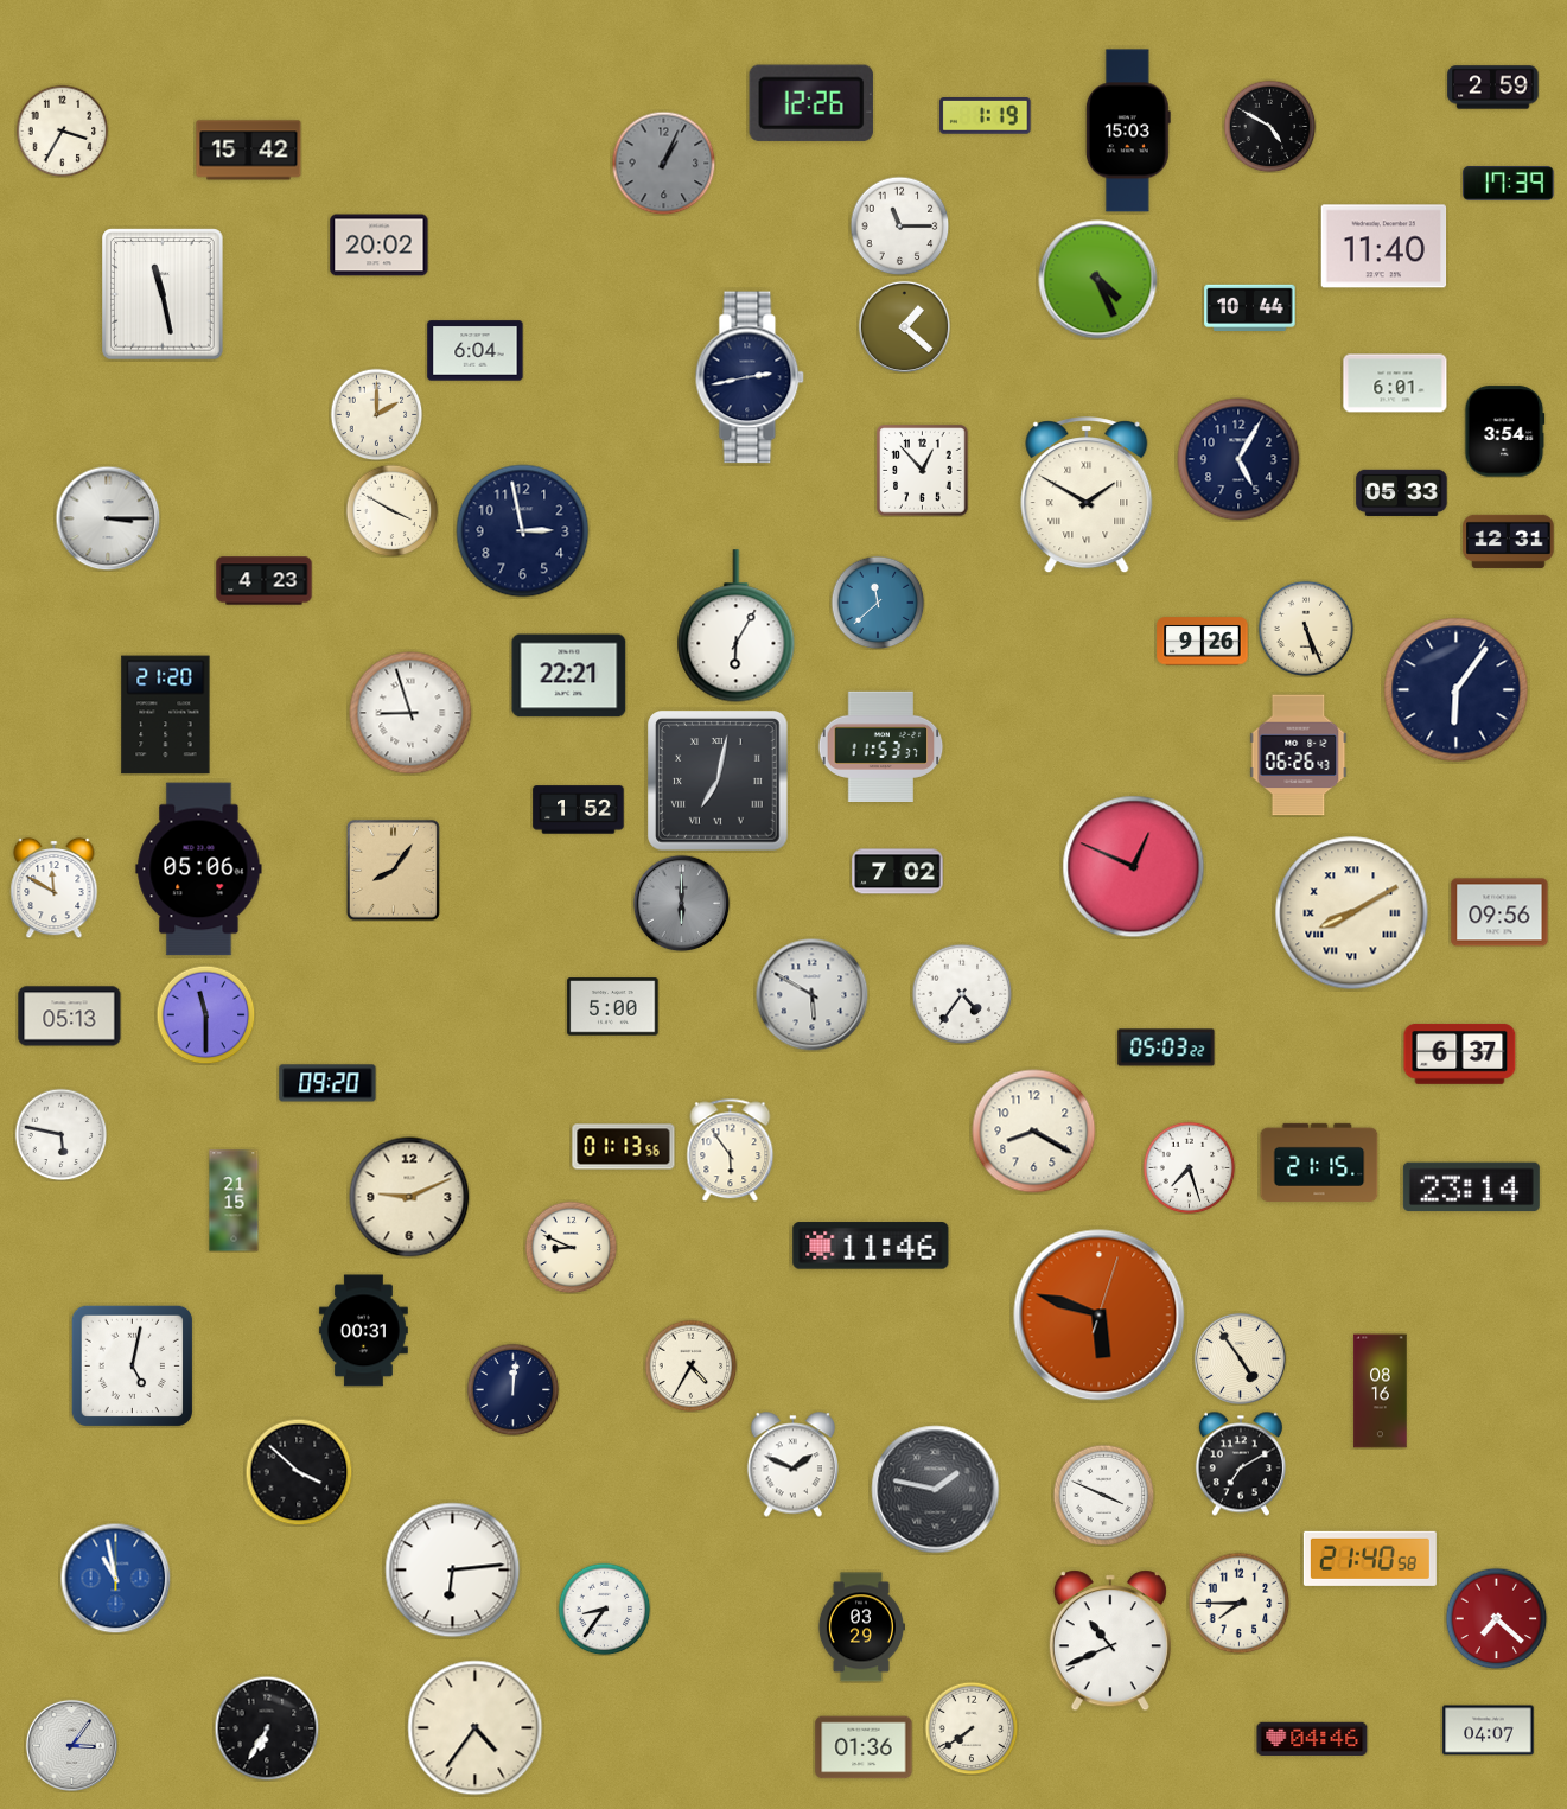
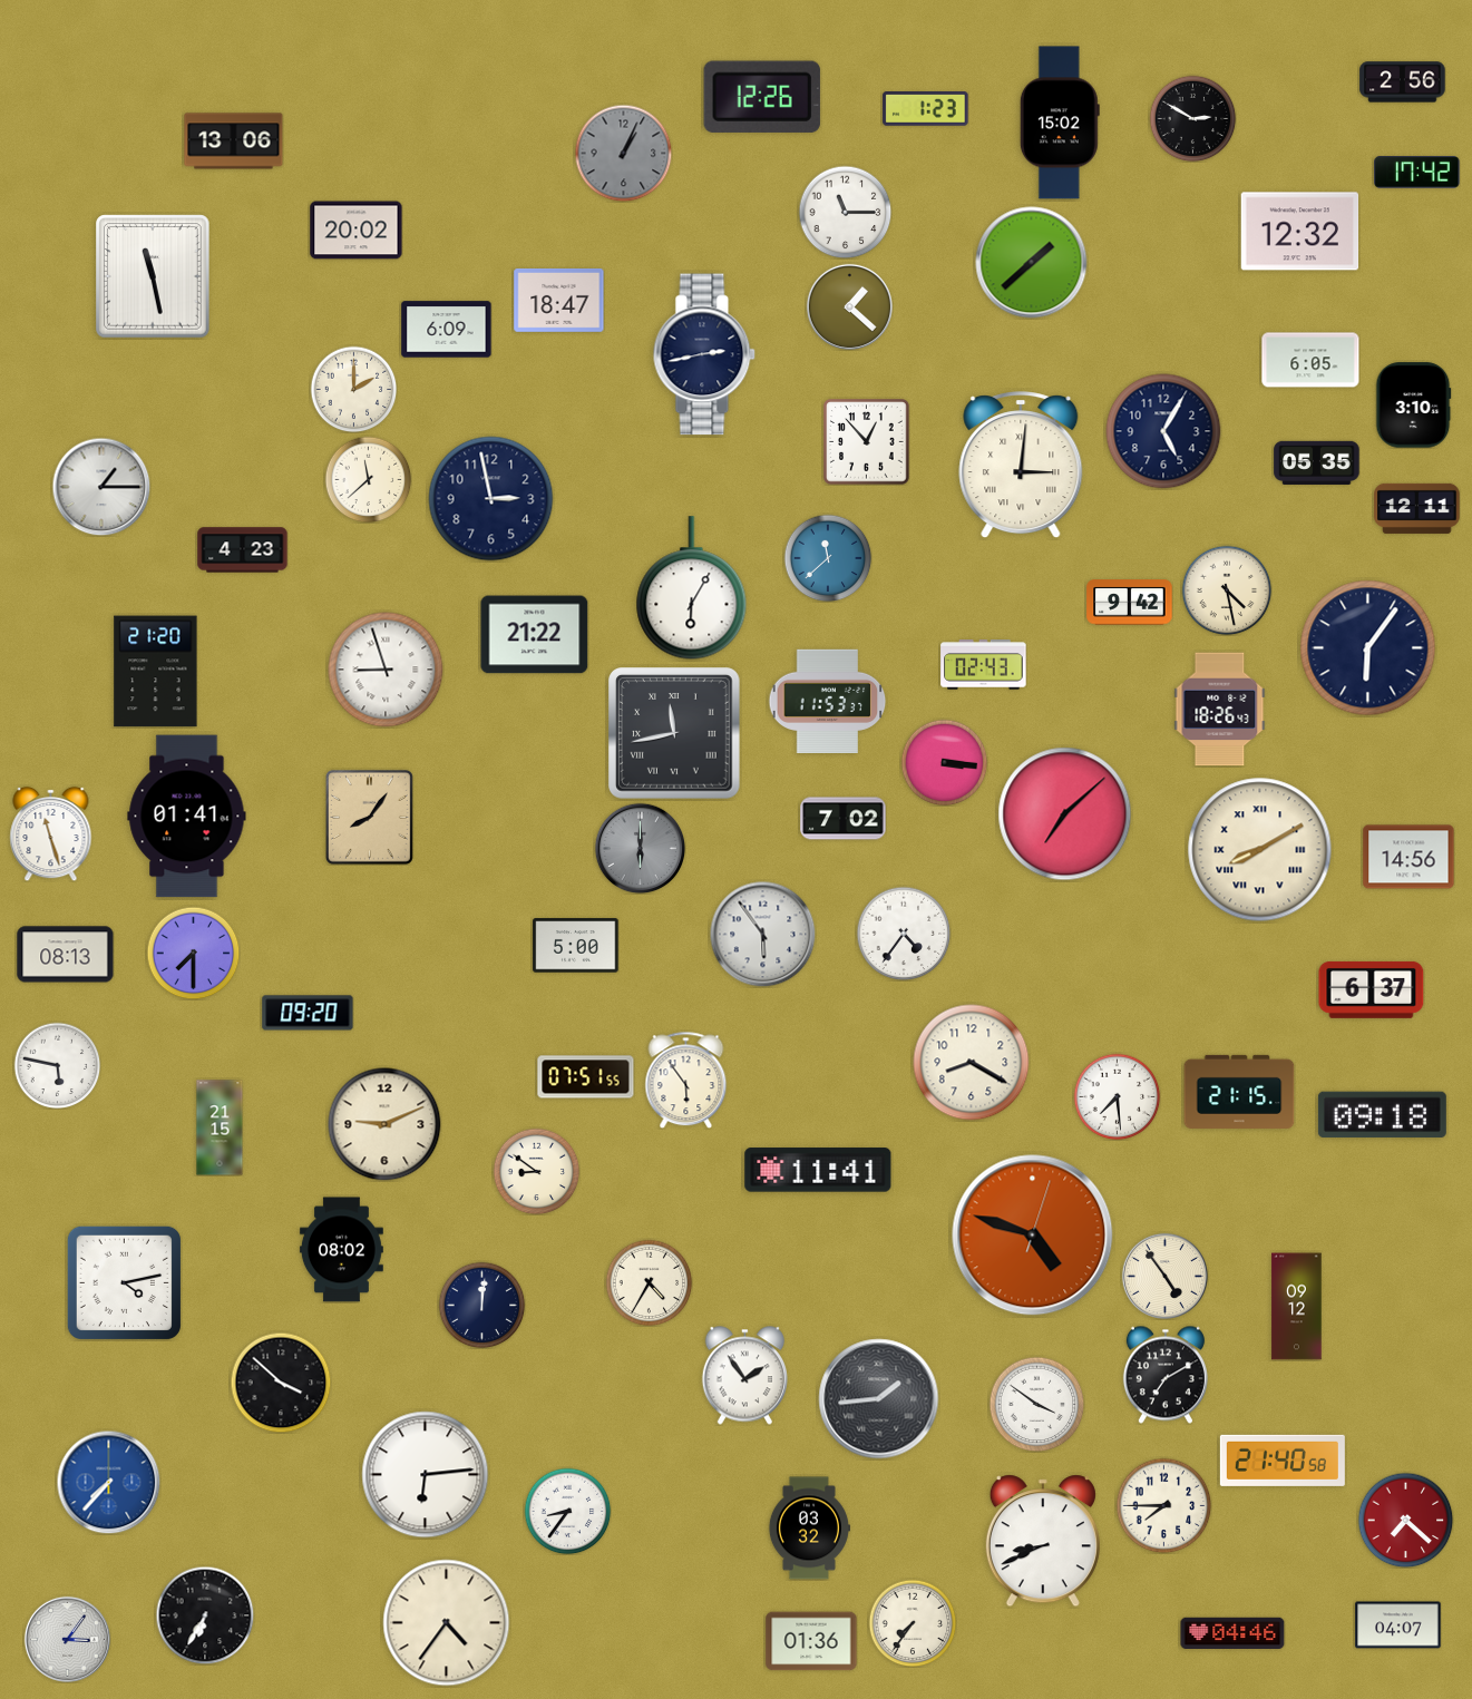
clock at (1493, 88): 2:59 -> 2:56
clock at (986, 116): 1:19 -> 1:23
clock at (1269, 126): 4:50 -> 2:50
clock at (62, 130): 3:35 -> none
clock at (1128, 130): 15:03 -> 15:02
clock at (249, 151): 15:42 -> 13:06
clock at (1509, 184): 17:39 -> 17:42
clock at (1384, 247): 11:40 -> 12:32
clock at (1098, 280): 4:26 -> 1:38
clock at (1250, 307): 10:44 -> none
clock at (559, 301): none -> 18:47
clock at (476, 351): 6:04 -> 6:09
clock at (1395, 383): 6:01 -> 6:05
clock at (1504, 432): 3:54 -> 3:10
clock at (1402, 492): 05:33 -> 05:35
clock at (1087, 496): 1:50 -> 3:01
clock at (391, 510): 3:50 -> 11:38
clock at (108, 518): 3:15 -> 1:15
clock at (1509, 541): 12:31 -> 12:11
clock at (265, 581) position: (265, 581) -> (243, 550)
clock at (878, 603) position: (878, 603) -> (828, 558)
clock at (1306, 629): 5:26 -> 4:28
clock at (1203, 642): 9:26 -> 9:42
clock at (569, 676): 22:21 -> 21:22
clock at (984, 665): none -> 02:43
clock at (1299, 756): 06:26 -> 18:26
clock at (718, 781): 7:02 -> 11:43
clock at (579, 810): 1:52 -> none
clock at (944, 762): none -> 3:16
clock at (1134, 867): 12:49 -> 7:08
clock at (199, 870): 05:06 -> 01:41
clock at (55, 887): 11:50 -> 11:27
clock at (1499, 912): 09:56 -> 14:56
clock at (1352, 913) position: (1352, 913) -> (1260, 850)
clock at (811, 994): 5:50 -> 5:54
clock at (205, 1014): 11:30 -> 7:30
clock at (70, 1017): 05:13 -> 08:13
clock at (1166, 1047): 05:03 -> none
clock at (327, 1083) position: (327, 1083) -> (308, 1013)
clock at (624, 1147): 01:13 -> 07:51
clock at (1189, 1167): 7:27 -> 7:29
clock at (1471, 1187): 23:14 -> 09:18
clock at (871, 1246): 11:46 -> 11:41
clock at (571, 1247): 8:49 -> 8:51
clock at (1100, 1316): 5:48 -> 4:48
clock at (363, 1331): 00:31 -> 08:02
clock at (132, 1365): 5:02 -> 4:13
clock at (1381, 1391): 08:16 -> 09:12
clock at (792, 1465): 1:49 -> 1:54
clock at (936, 1490): 1:47 -> 1:44
clock at (1103, 1495): 3:49 -> 3:51
clock at (1370, 1559) position: (1370, 1559) -> (1283, 1461)
clock at (115, 1578): 10:58 -> 7:37
clock at (861, 1628): 03:29 -> 03:32
clock at (1110, 1641): 10:41 -> 8:41
clock at (267, 1728) position: (267, 1728) -> (205, 1615)
clock at (972, 1728): 7:39 -> 7:36
